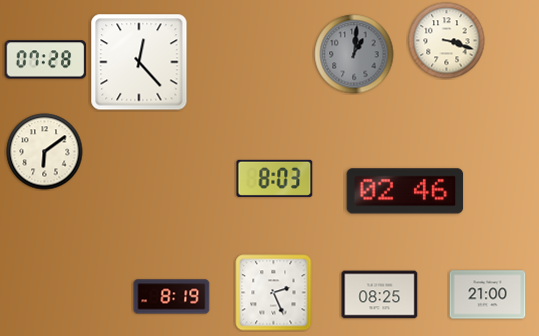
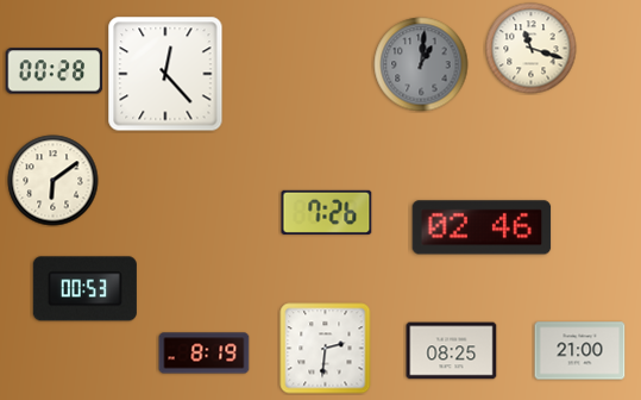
clock at (447, 41): 3:18 -> 11:18
clock at (46, 60): 07:28 -> 00:28
clock at (275, 178): 8:03 -> 7:26
clock at (84, 289): none -> 00:53
clock at (274, 293): 2:26 -> 2:31
